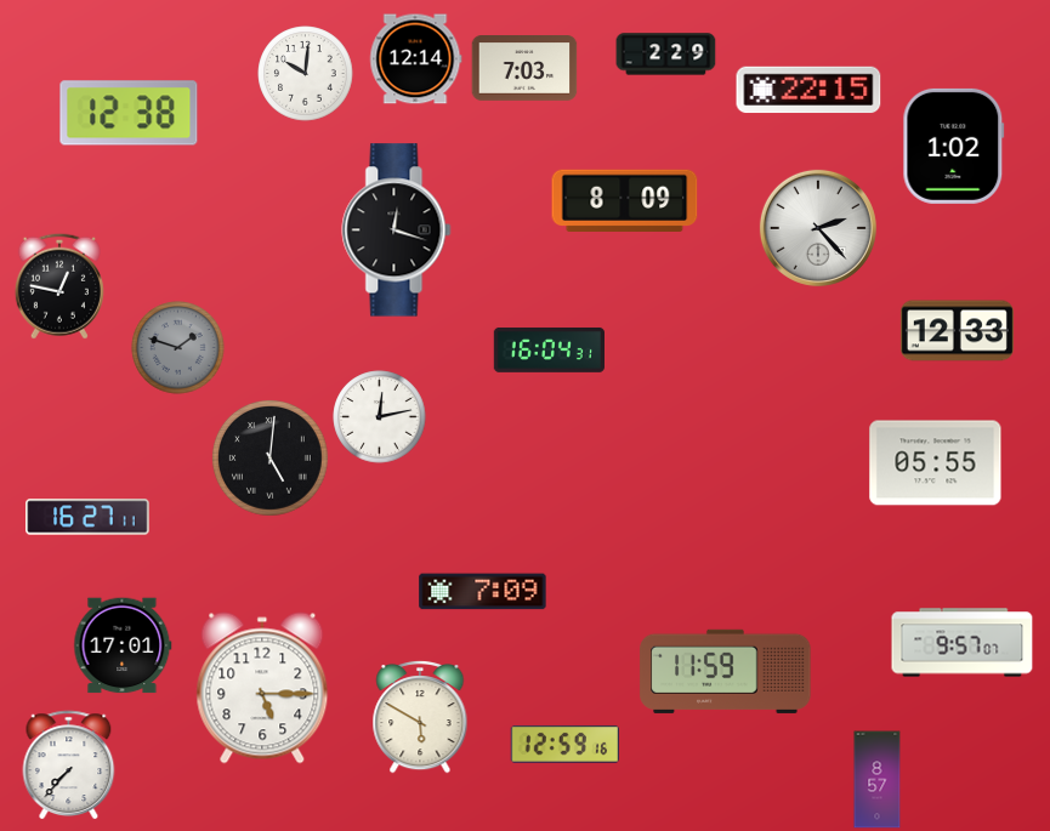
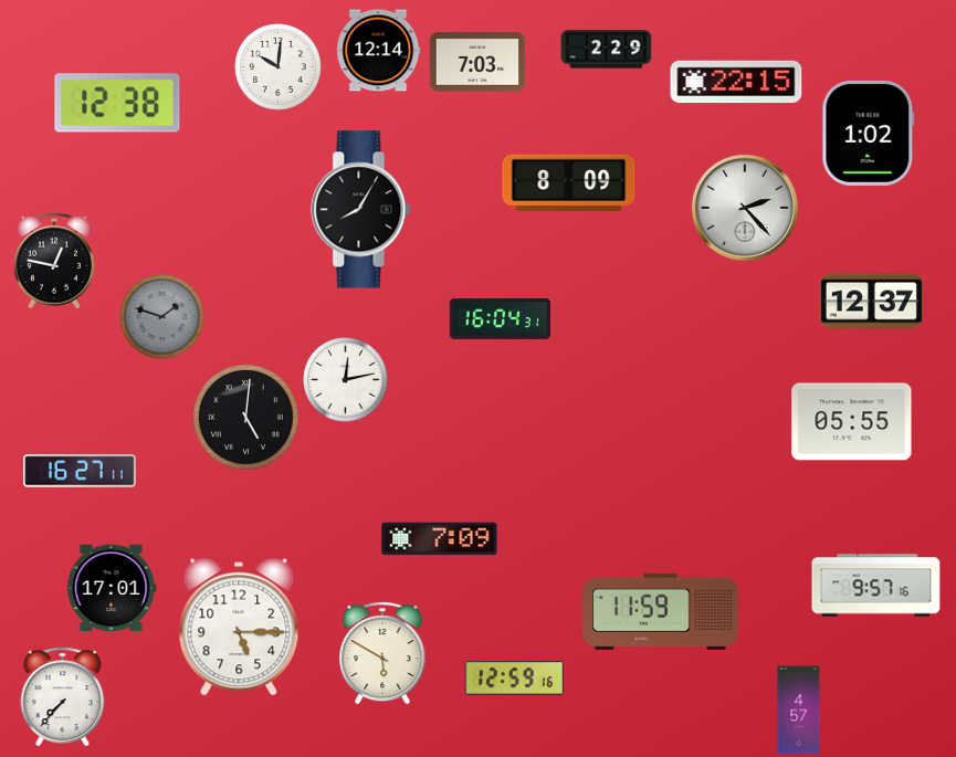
clock at (416, 59) position: (416, 59) -> (379, 51)
clock at (397, 230): 12:18 -> 8:05
clock at (957, 331): 12:33 -> 12:37
clock at (963, 643): 9:57:07 -> 9:57:16
clock at (878, 780): 8:57 -> 4:57
